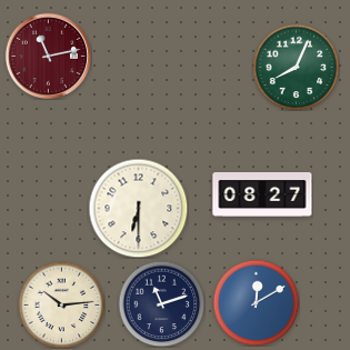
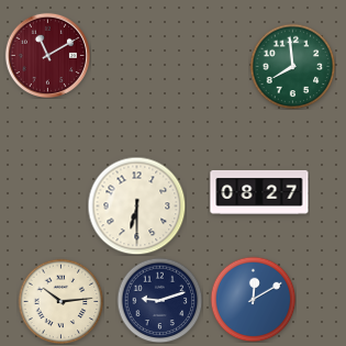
clock at (48, 56): 11:13 -> 11:10
clock at (296, 67): 8:04 -> 7:59
clock at (161, 303): 11:12 -> 9:12
